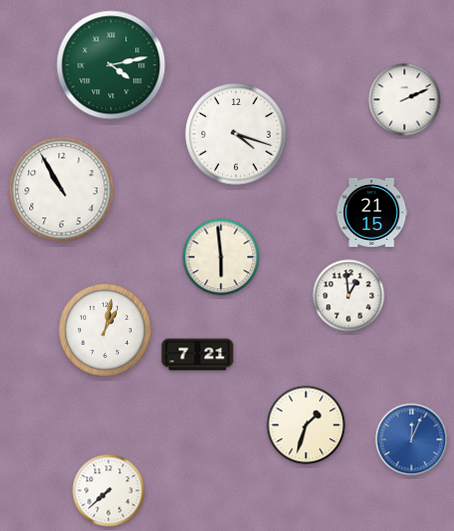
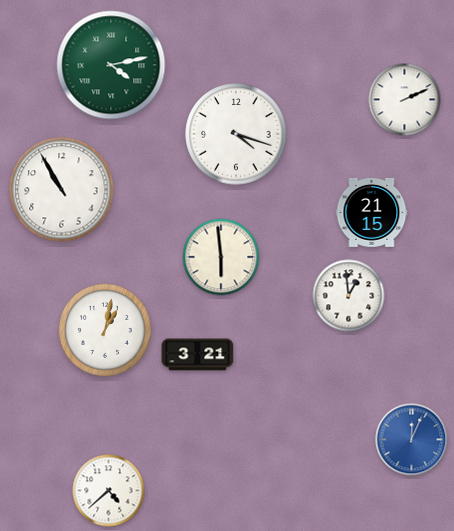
clock at (198, 355): 7:21 -> 3:21
clock at (306, 425): 1:33 -> none
clock at (109, 491): 7:38 -> 4:38
